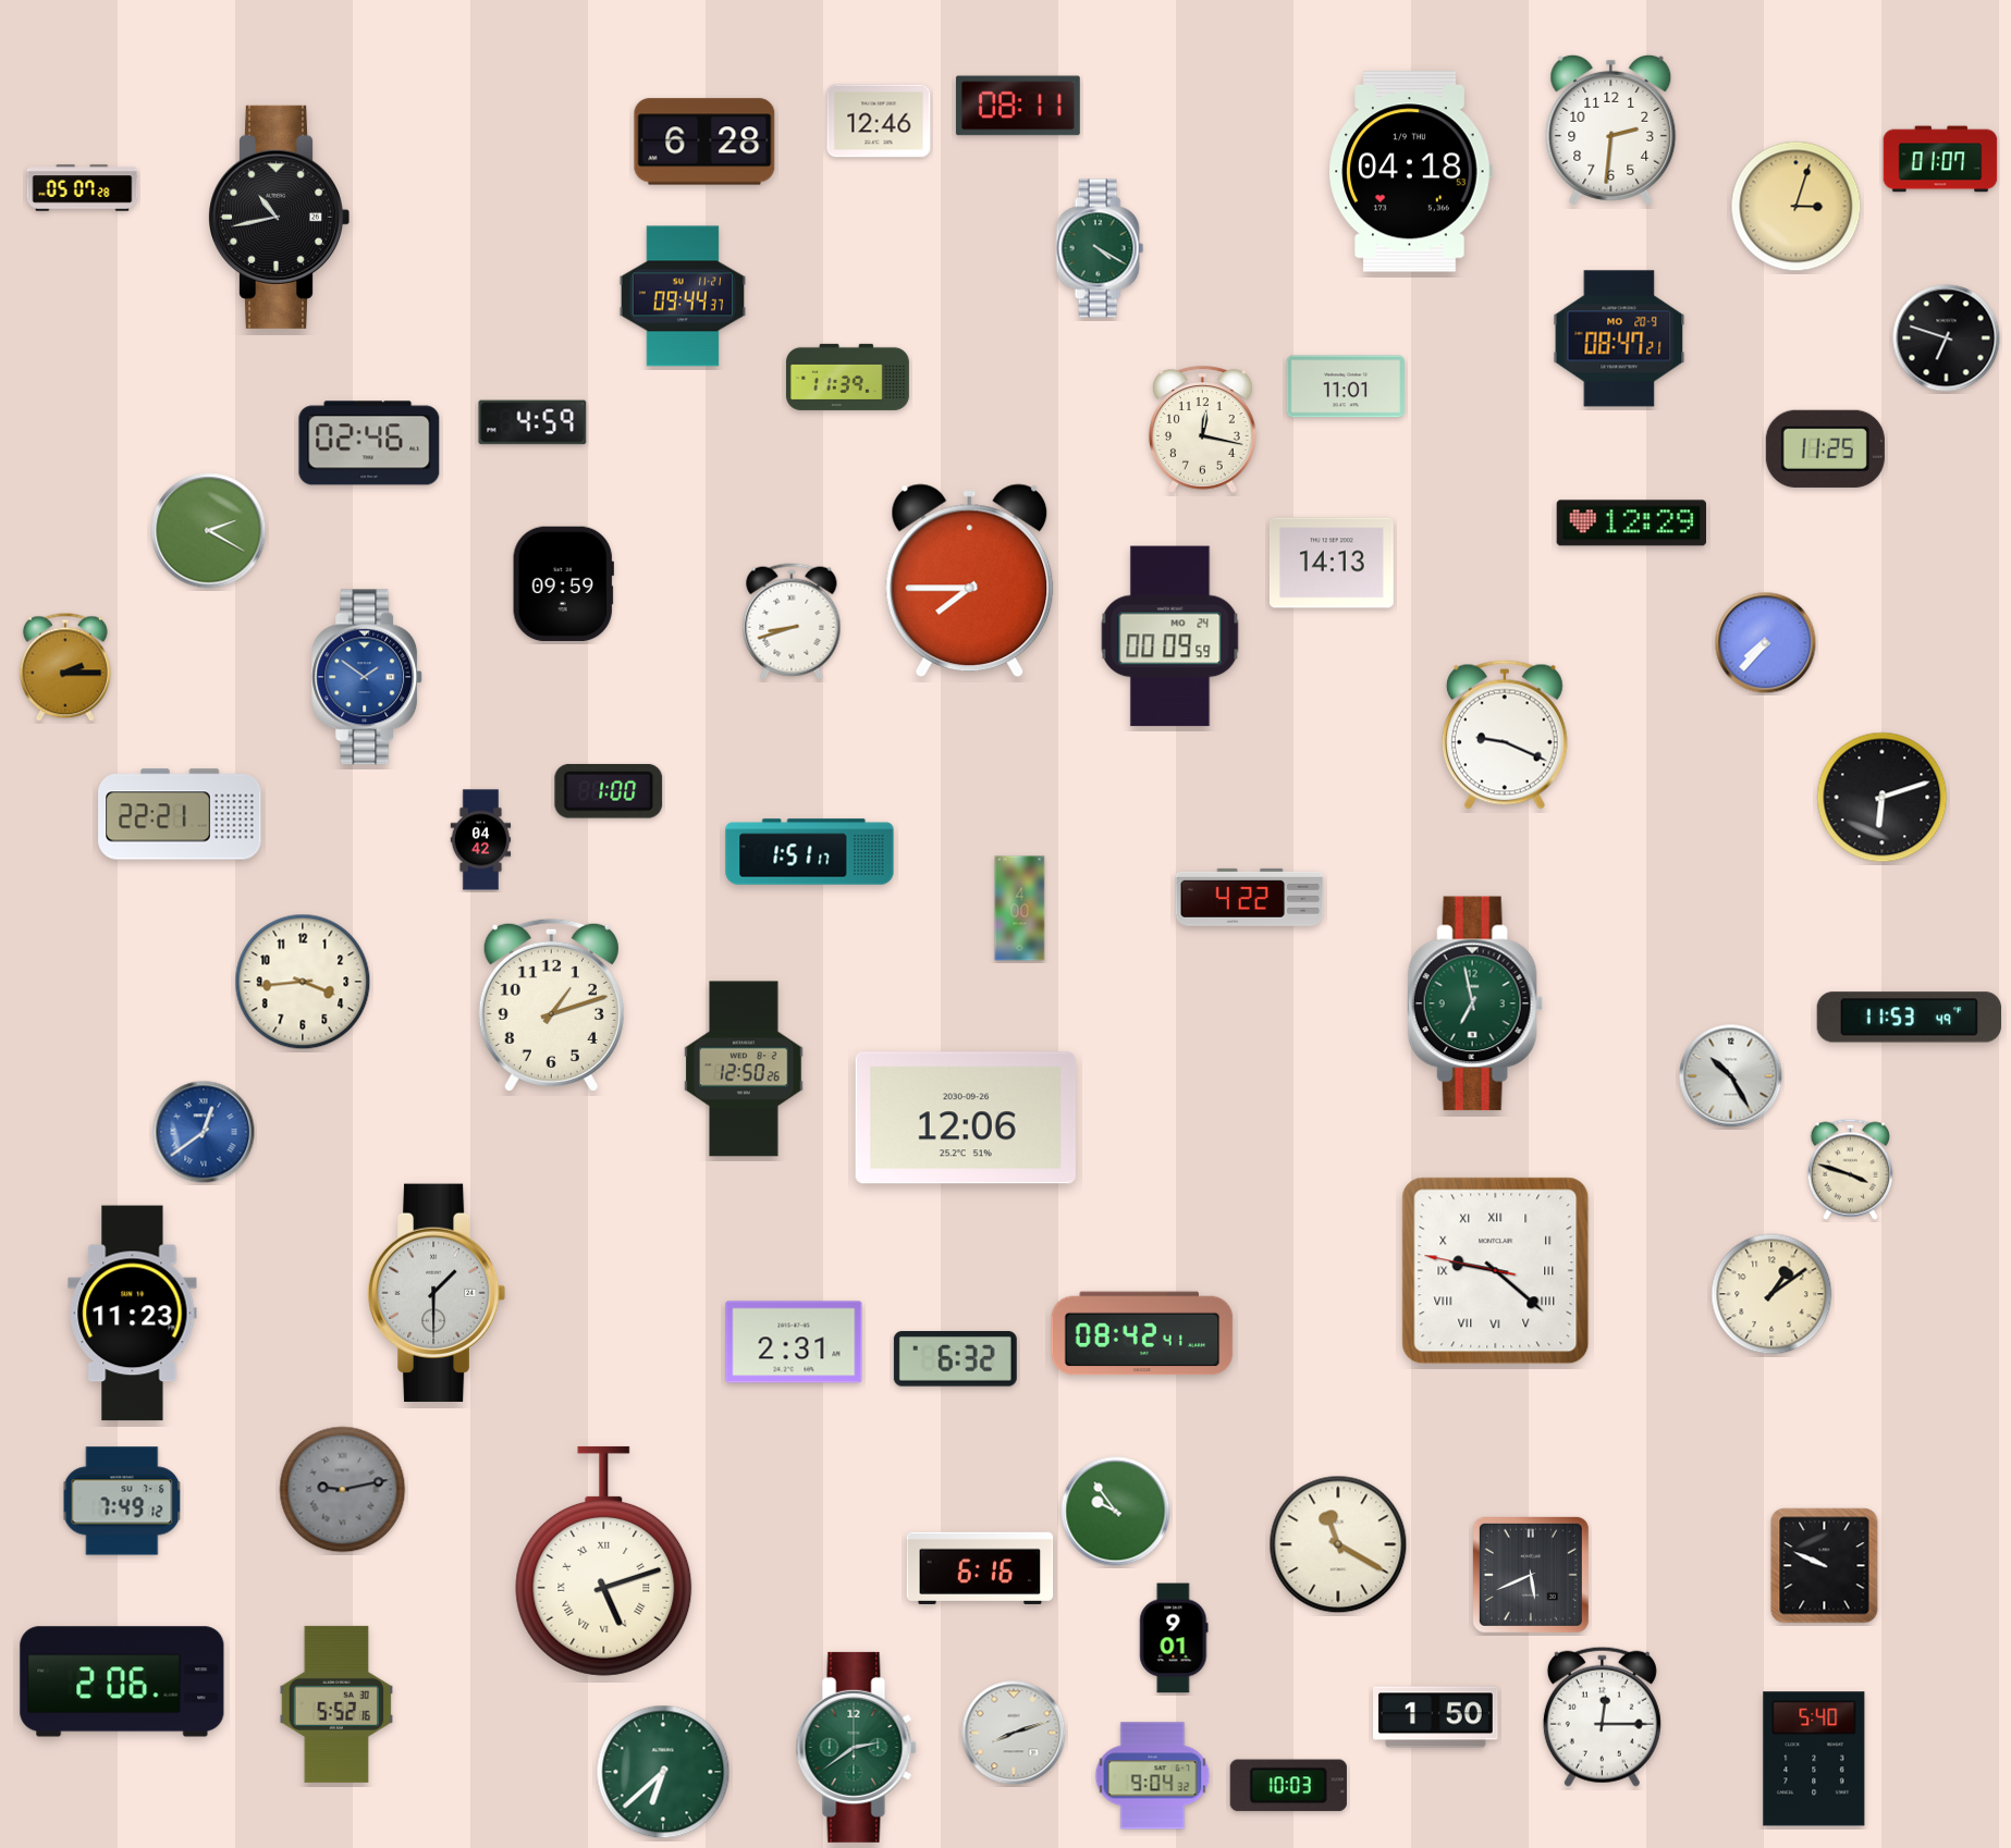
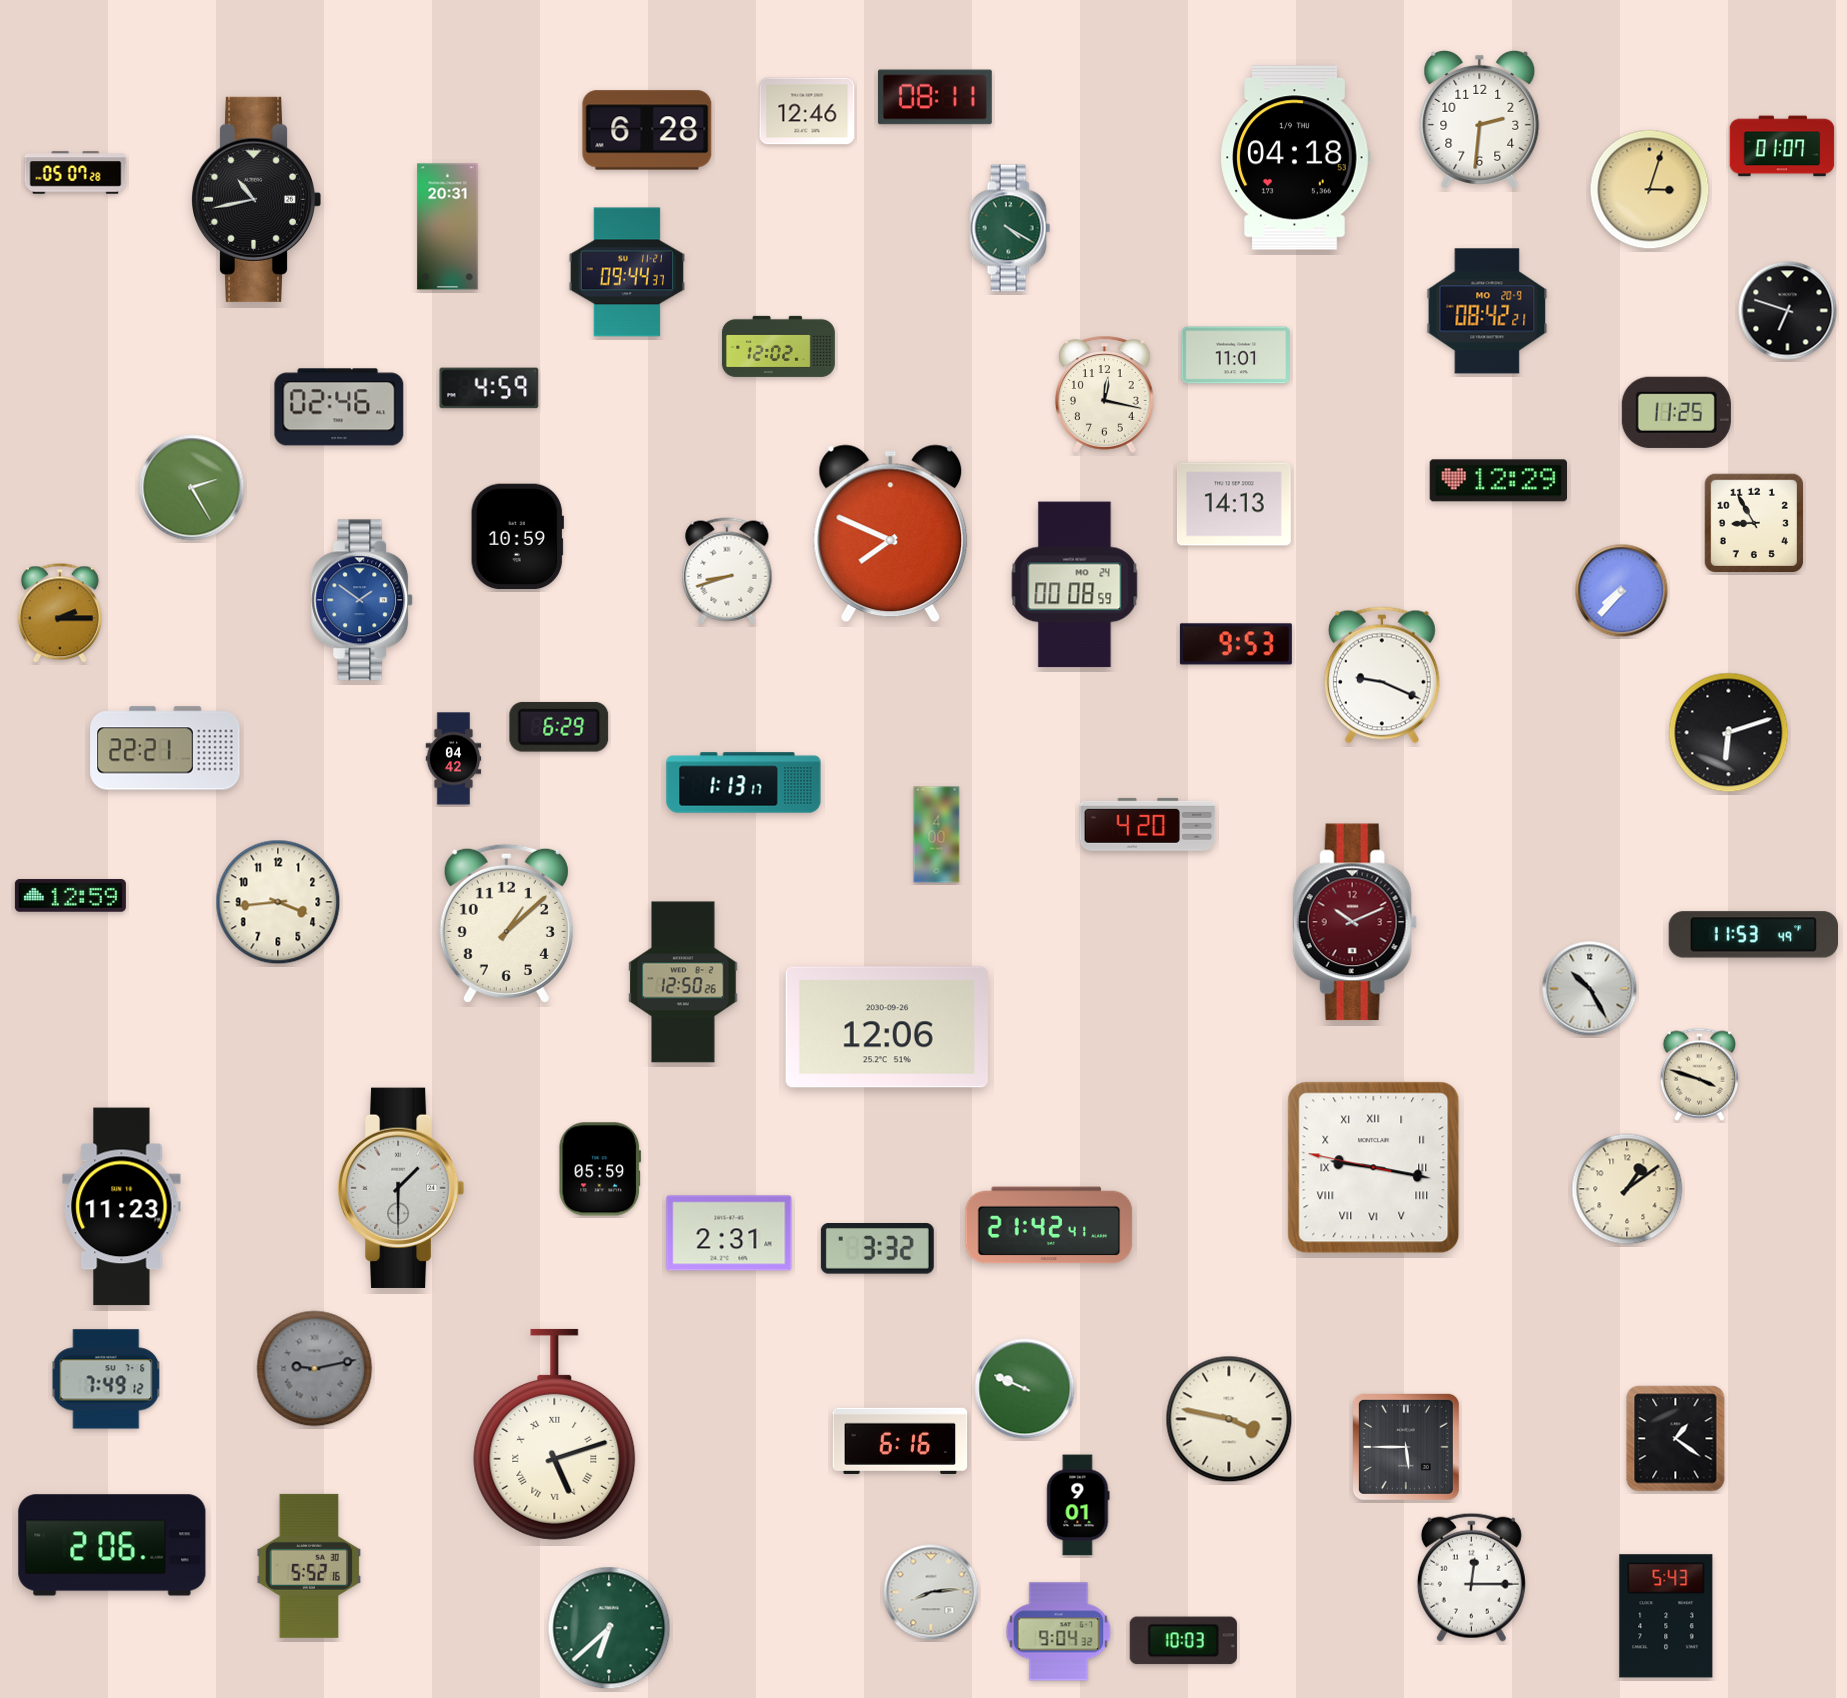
clock at (448, 227): none -> 20:31
clock at (1619, 338): 08:47 -> 08:42
clock at (847, 377): 11:39 -> 12:02
clock at (209, 531): 2:20 -> 2:25
clock at (1332, 563) position: (1332, 563) -> (1234, 504)
clock at (1753, 522): none -> 8:55
clock at (970, 581): 7:45 -> 7:49
clock at (563, 584): 09:59 -> 10:59
clock at (1170, 637): 00:09 -> 00:08
clock at (368, 677) position: (368, 677) -> (363, 600)
clock at (1236, 644): none -> 9:53
clock at (609, 791): 1:00 -> 6:29
clock at (481, 840) position: (481, 840) -> (454, 759)
clock at (810, 852): 1:51 -> 1:13
clock at (1250, 897): 4:22 -> 4:20
clock at (70, 896): none -> 12:59
clock at (1475, 1003): 6:58 -> 10:11
clock at (1475, 1003) dial: green -> burgundy
clock at (551, 1005): 1:12 -> 1:08
clock at (204, 1132): 12:39 -> none
clock at (1496, 1271): 9:21 -> 9:16
clock at (600, 1169): none -> 05:59
clock at (1142, 1333): 08:42 -> 21:42
clock at (955, 1359): 6:32 -> 3:32
clock at (122, 1501) position: (122, 1501) -> (106, 1379)
clock at (1116, 1512): 9:54 -> 9:49
clock at (1338, 1544): 11:20 -> 3:47
clock at (1825, 1566): 9:49 -> 1:21
clock at (1531, 1575): 5:41 -> 5:45
clock at (1436, 1717): 1:50 -> none
clock at (1014, 1733): 8:12 -> 8:14
clock at (856, 1747): 2:39 -> none
clock at (1814, 1759): 5:40 -> 5:43
